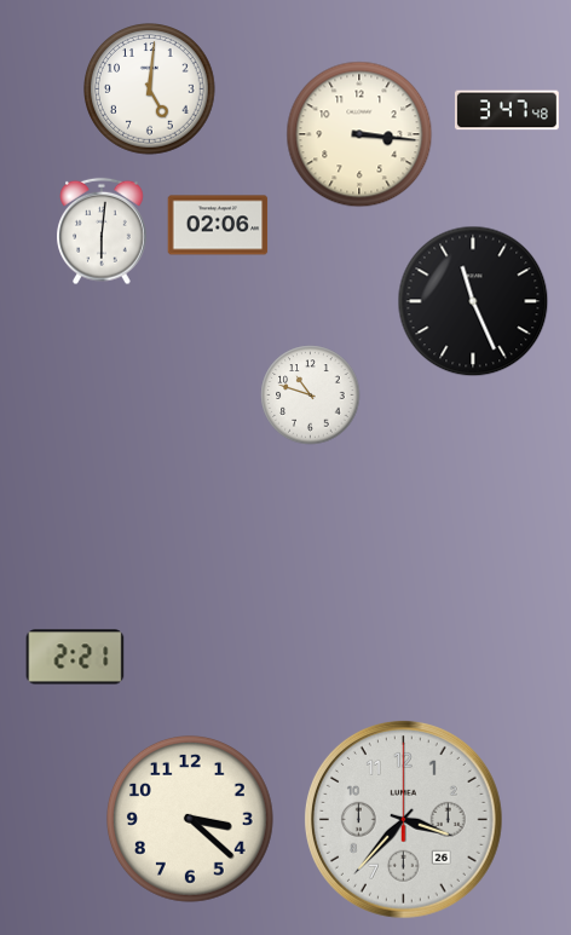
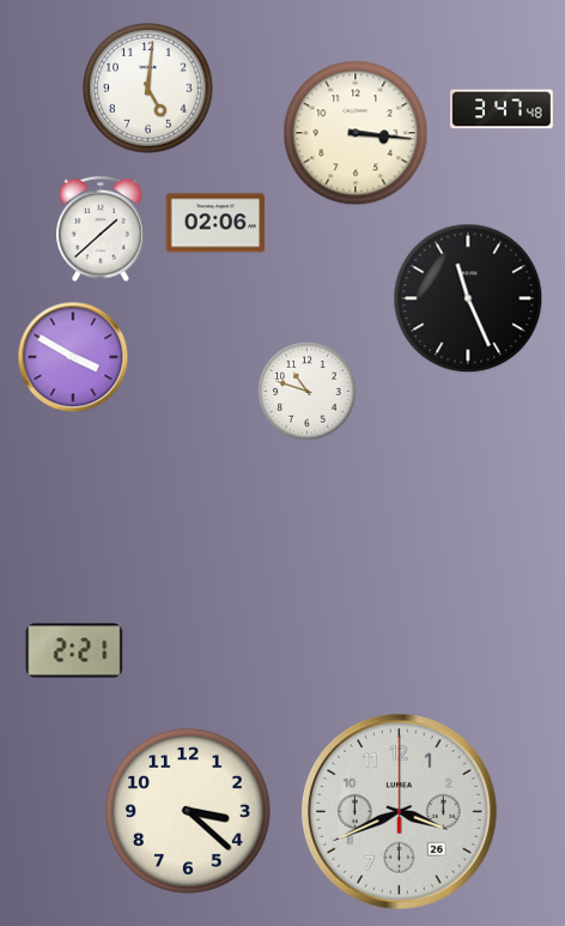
clock at (103, 231): 6:01 -> 1:38
clock at (73, 357): none -> 3:50
clock at (403, 819): 3:37 -> 3:41
